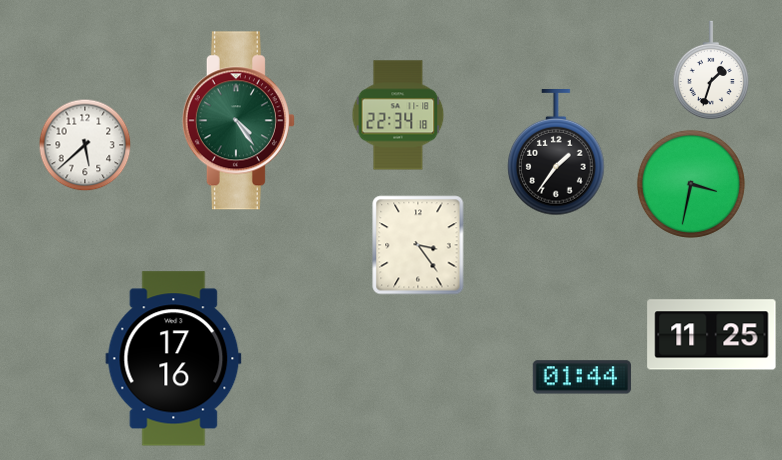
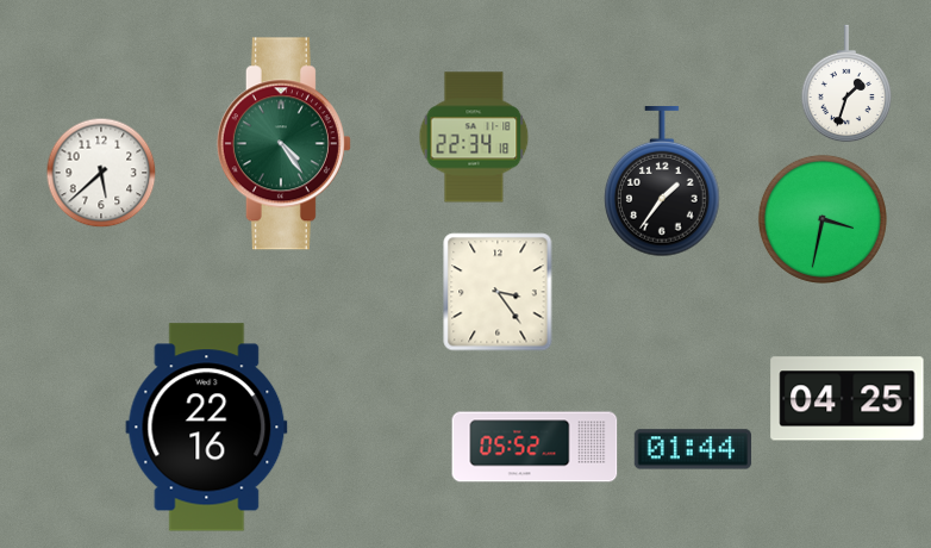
clock at (712, 335): 11:25 -> 04:25
clock at (174, 359): 17:16 -> 22:16
clock at (535, 447): none -> 05:52
